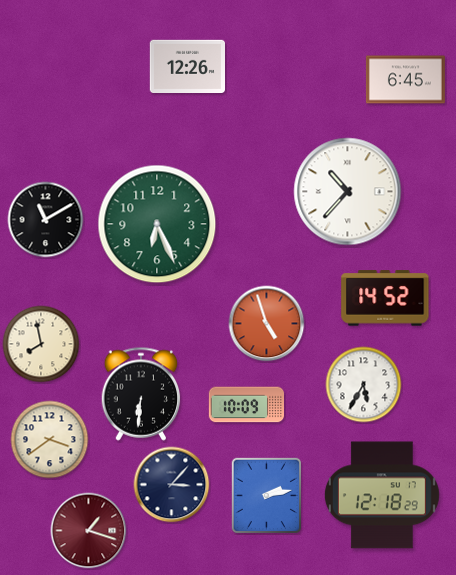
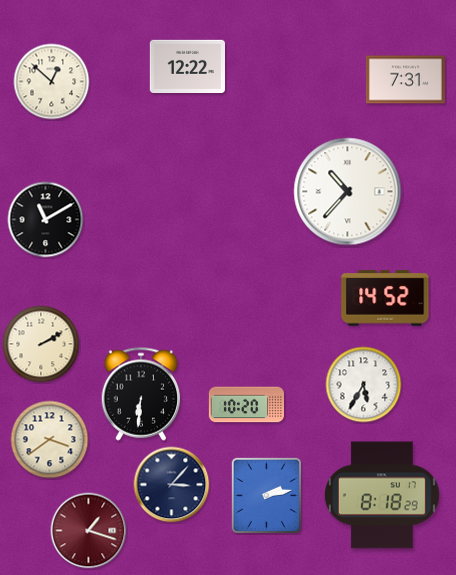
clock at (187, 67): 12:26 -> 12:22
clock at (405, 80): 6:45 -> 7:31
clock at (52, 82): none -> 12:52
clock at (157, 224): 6:26 -> none
clock at (267, 324): 4:57 -> none
clock at (41, 344): 7:58 -> 2:10
clock at (246, 405): 10:09 -> 10:20
clock at (382, 495): 12:18 -> 8:18
